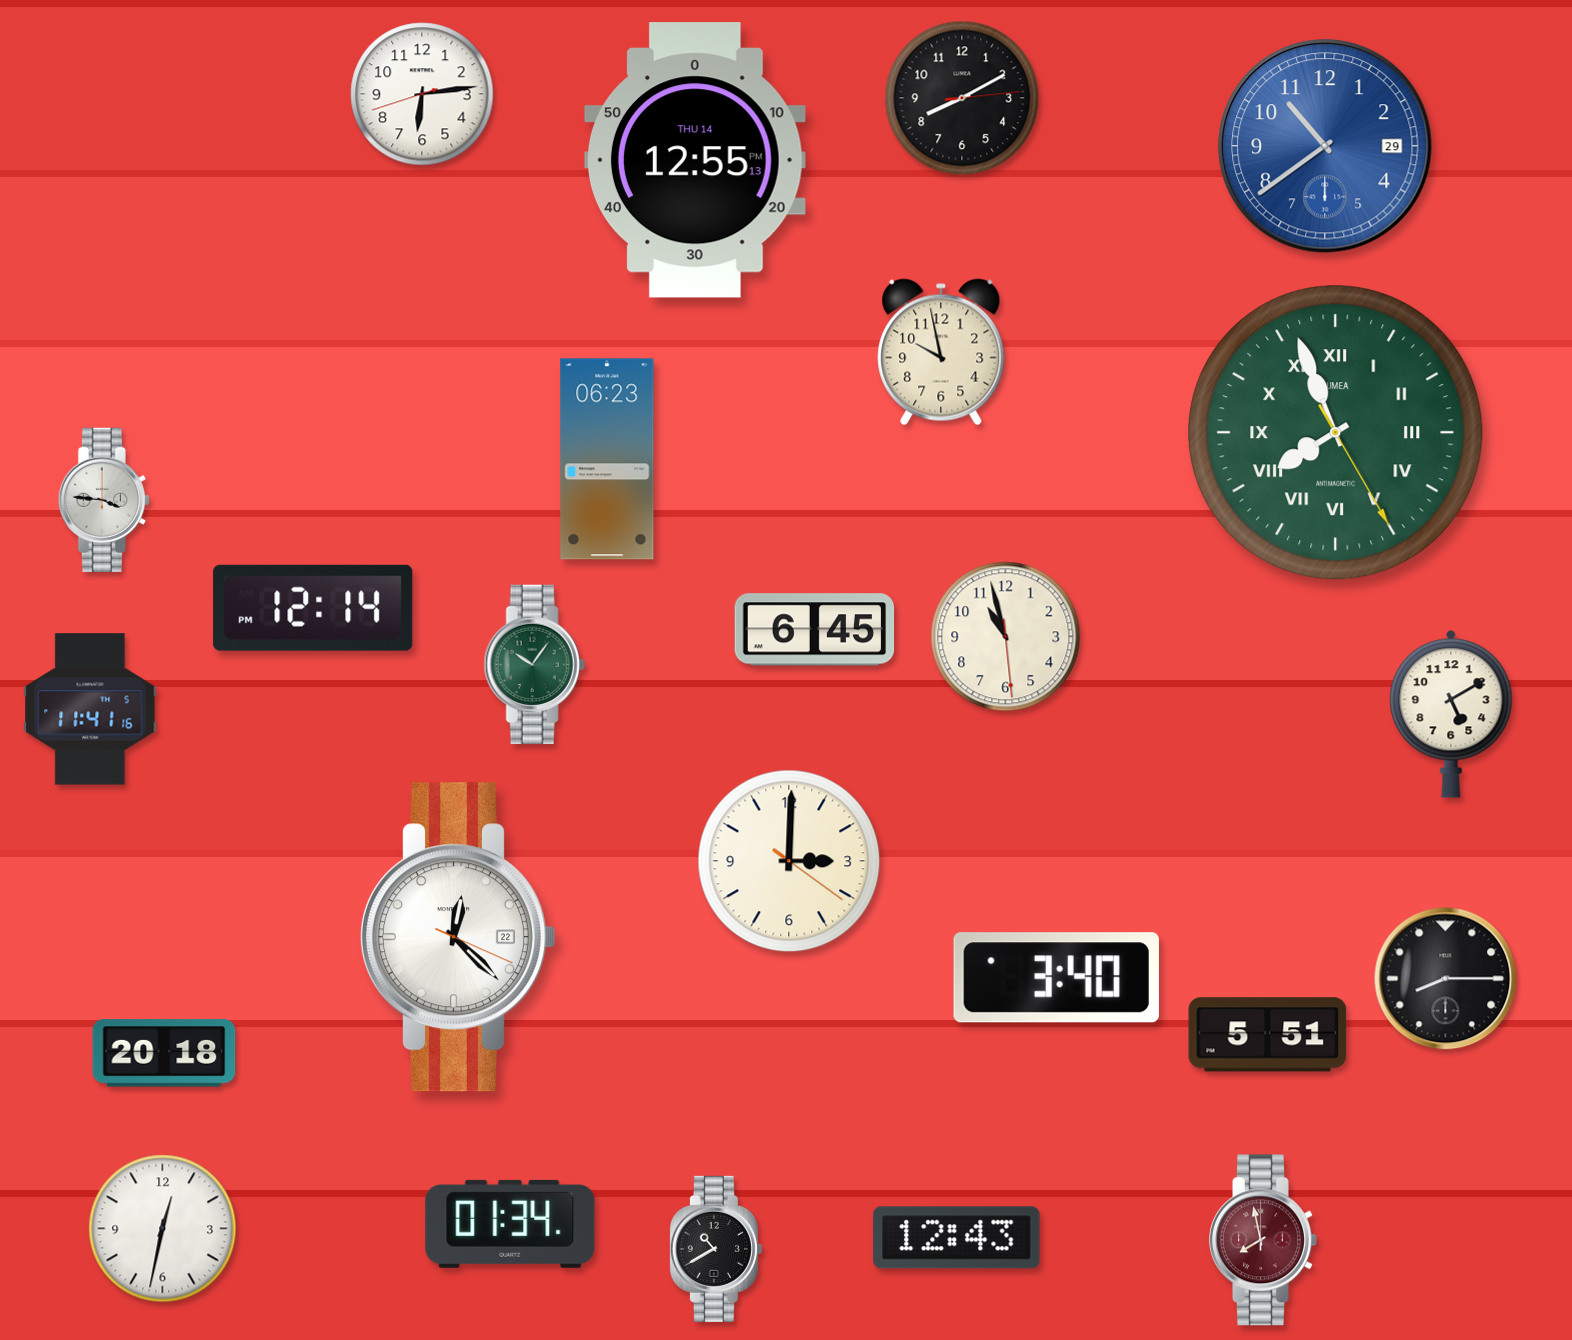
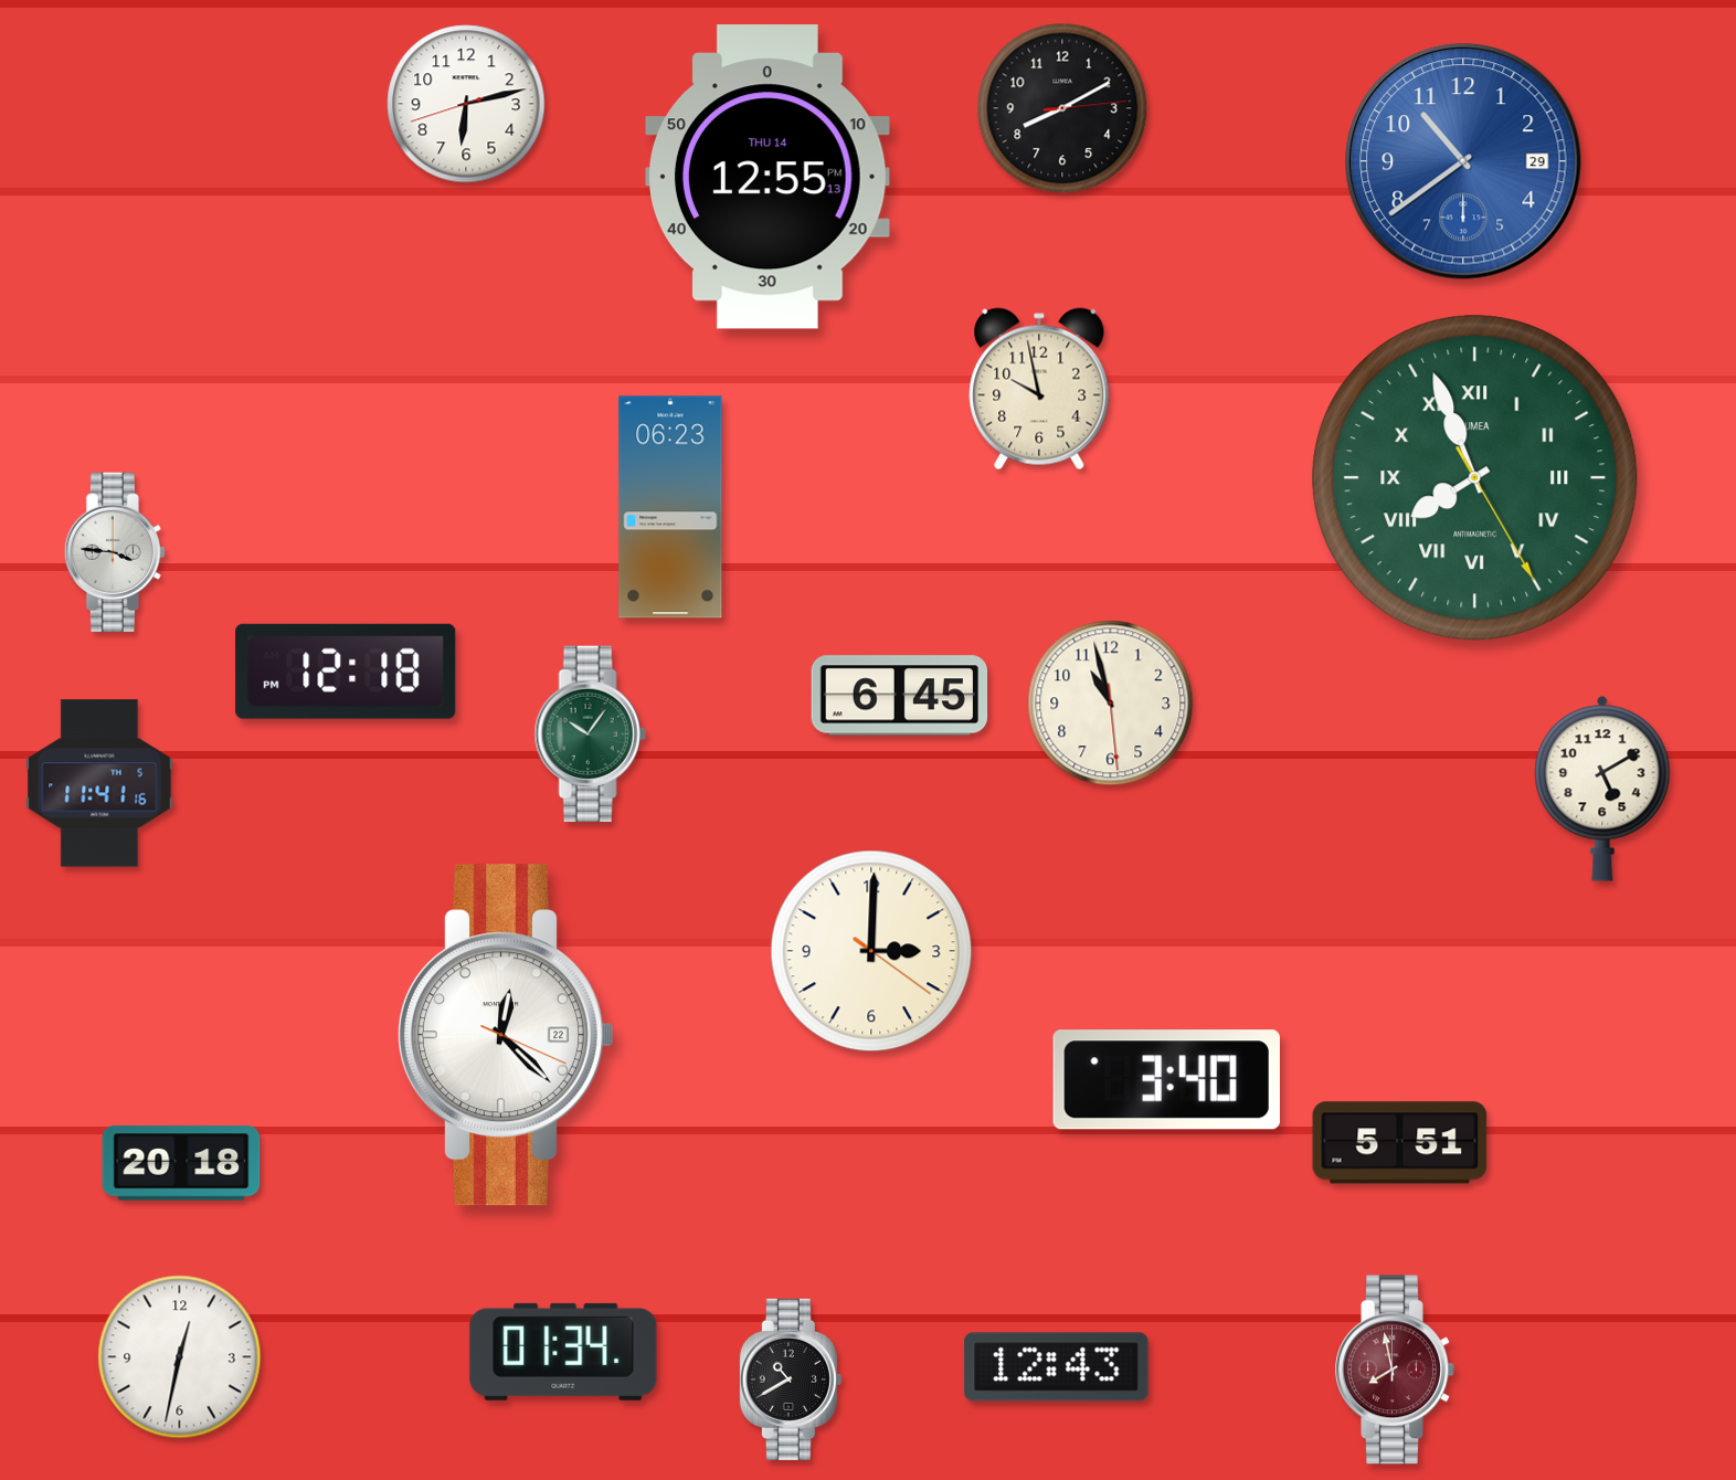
clock at (422, 94): 6:13 -> 6:12
clock at (313, 608): 12:14 -> 12:18
clock at (1446, 979): 8:15 -> none
